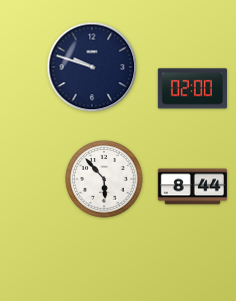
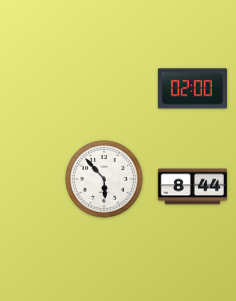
clock at (92, 67): 9:48 -> none
